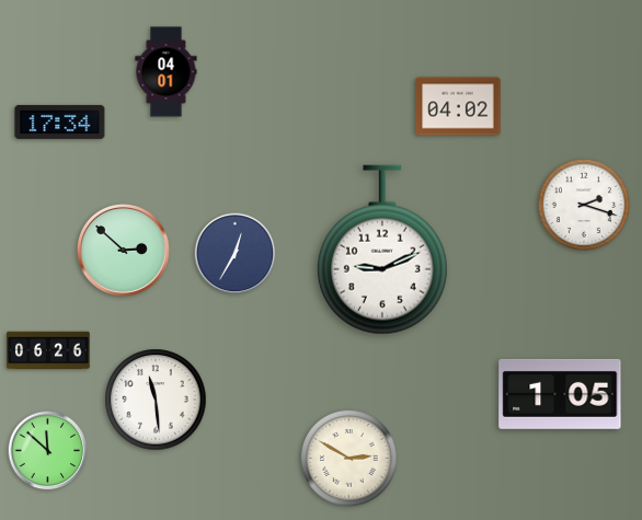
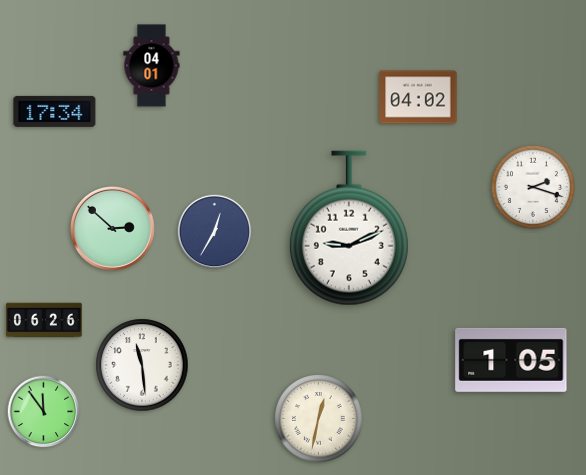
clock at (48, 451): 11:52 -> 11:54
clock at (349, 459): 2:50 -> 12:32
